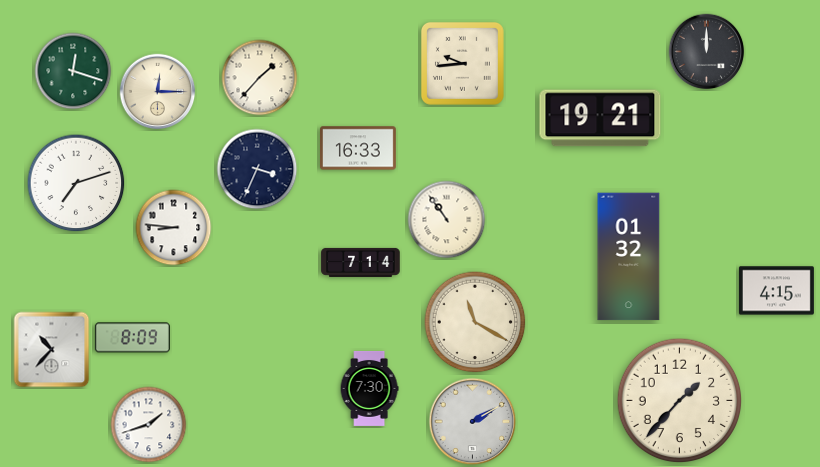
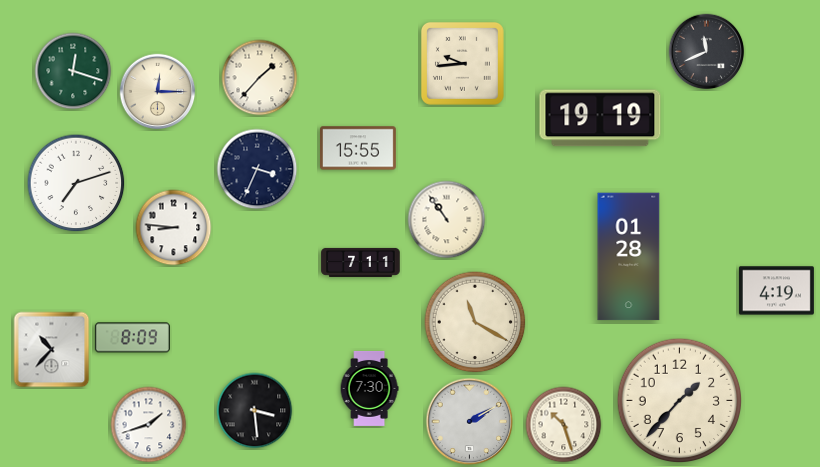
clock at (707, 52): 12:00 -> 11:41
clock at (600, 118): 19:21 -> 19:19
clock at (358, 148): 16:33 -> 15:55
clock at (629, 257): 01:32 -> 01:28
clock at (361, 262): 7:14 -> 7:11
clock at (776, 291): 4:15 -> 4:19
clock at (255, 411): none -> 3:29
clock at (473, 422) position: (473, 422) -> (470, 422)
clock at (564, 425): none -> 10:27
